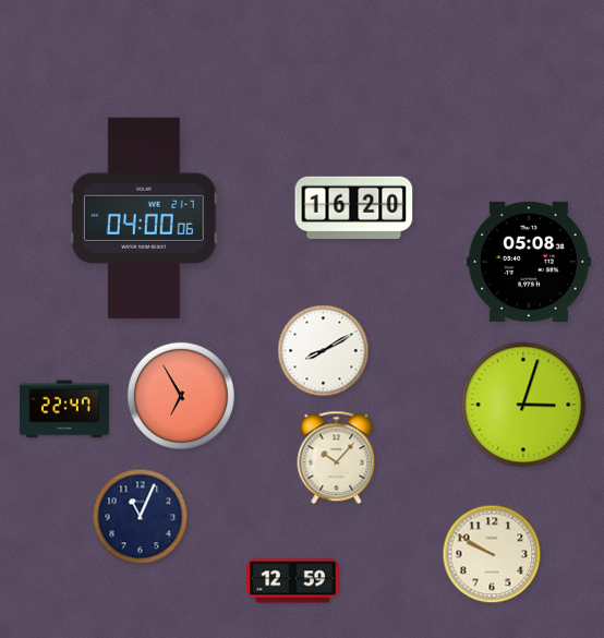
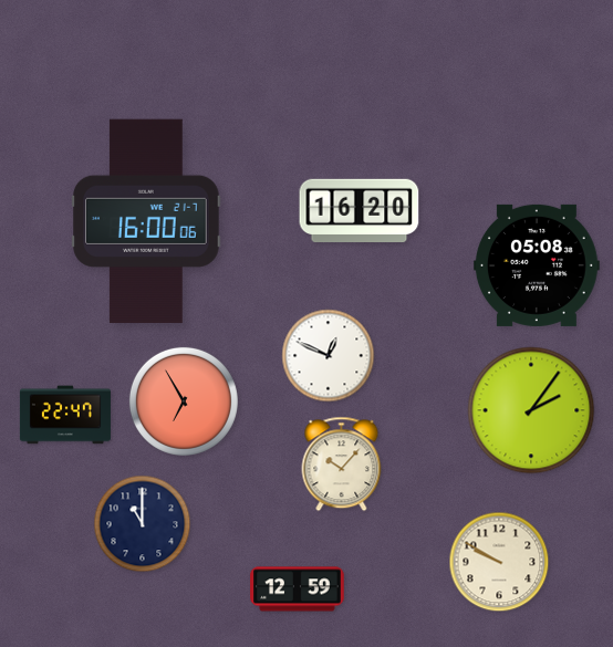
clock at (144, 218): 04:00 -> 16:00
clock at (324, 351): 8:10 -> 12:49
clock at (523, 405): 3:03 -> 2:06
clock at (141, 517): 11:04 -> 11:00
